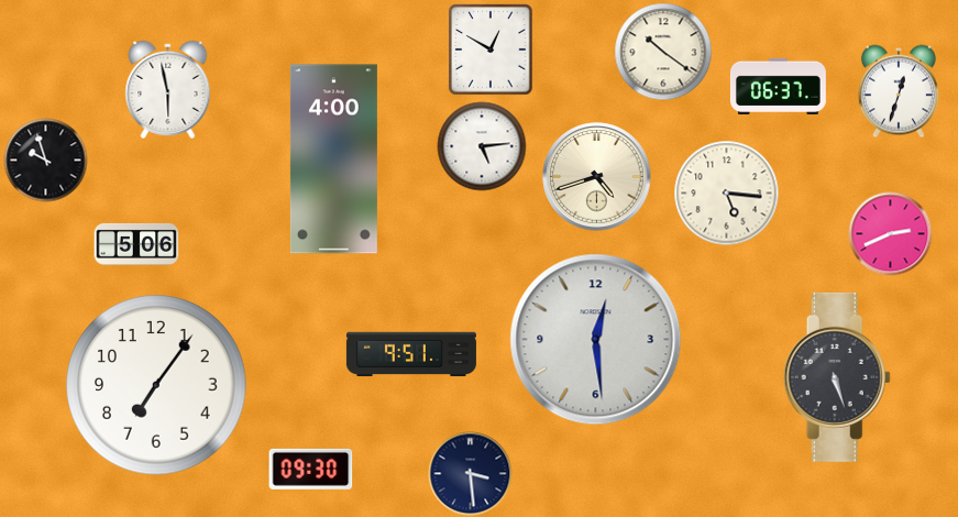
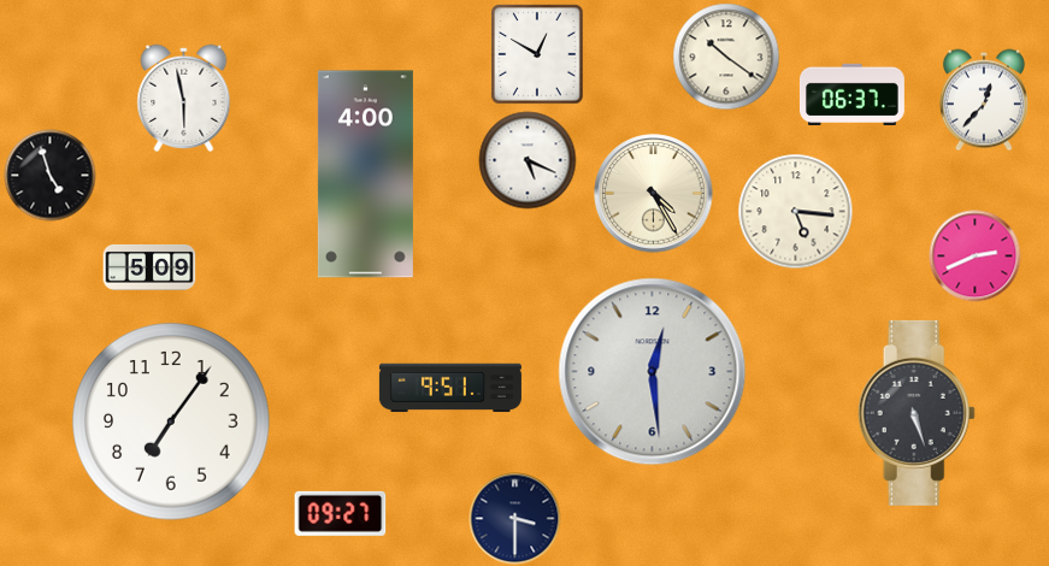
clock at (899, 91): 12:33 -> 12:37
clock at (482, 146): 5:14 -> 5:19
clock at (46, 161): 9:57 -> 4:57
clock at (597, 177): 4:42 -> 4:25
clock at (136, 244): 5:06 -> 5:09
clock at (311, 469): 09:30 -> 09:27
clock at (471, 474): 3:29 -> 3:30
